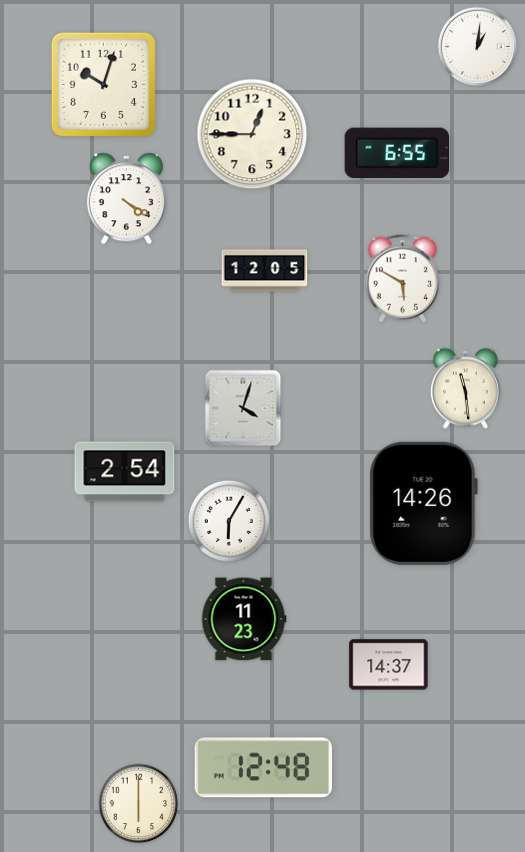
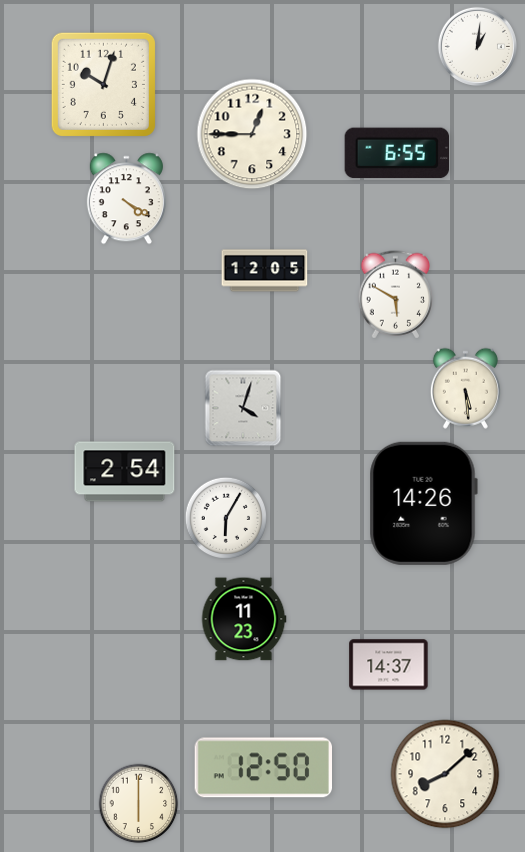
clock at (402, 279) position: (402, 279) -> (395, 295)
clock at (465, 388): 11:29 -> 5:29
clock at (229, 521) position: (229, 521) -> (226, 518)
clock at (263, 768): 12:48 -> 12:50
clock at (445, 774): none -> 8:08
